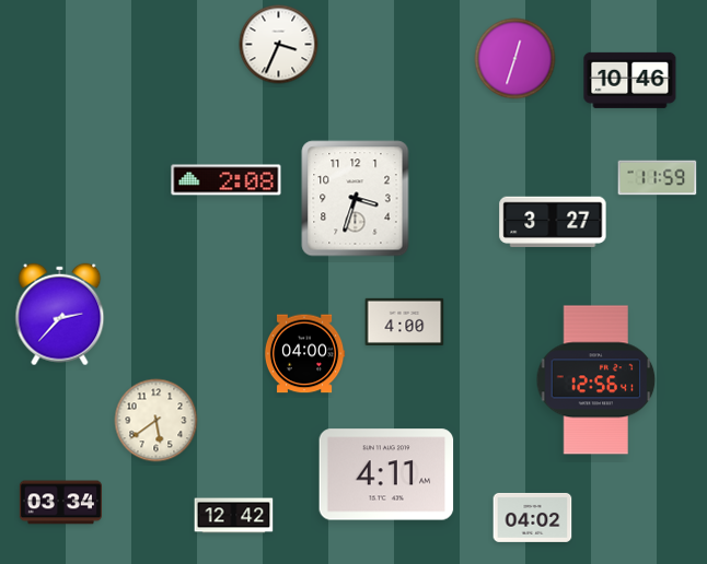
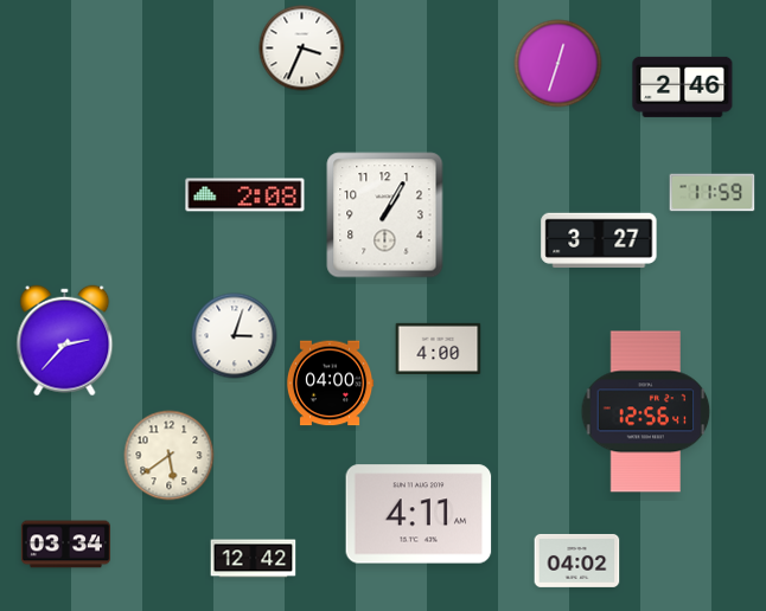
clock at (630, 80): 10:46 -> 2:46
clock at (356, 199): 3:33 -> 1:05
clock at (235, 336): none -> 3:03
